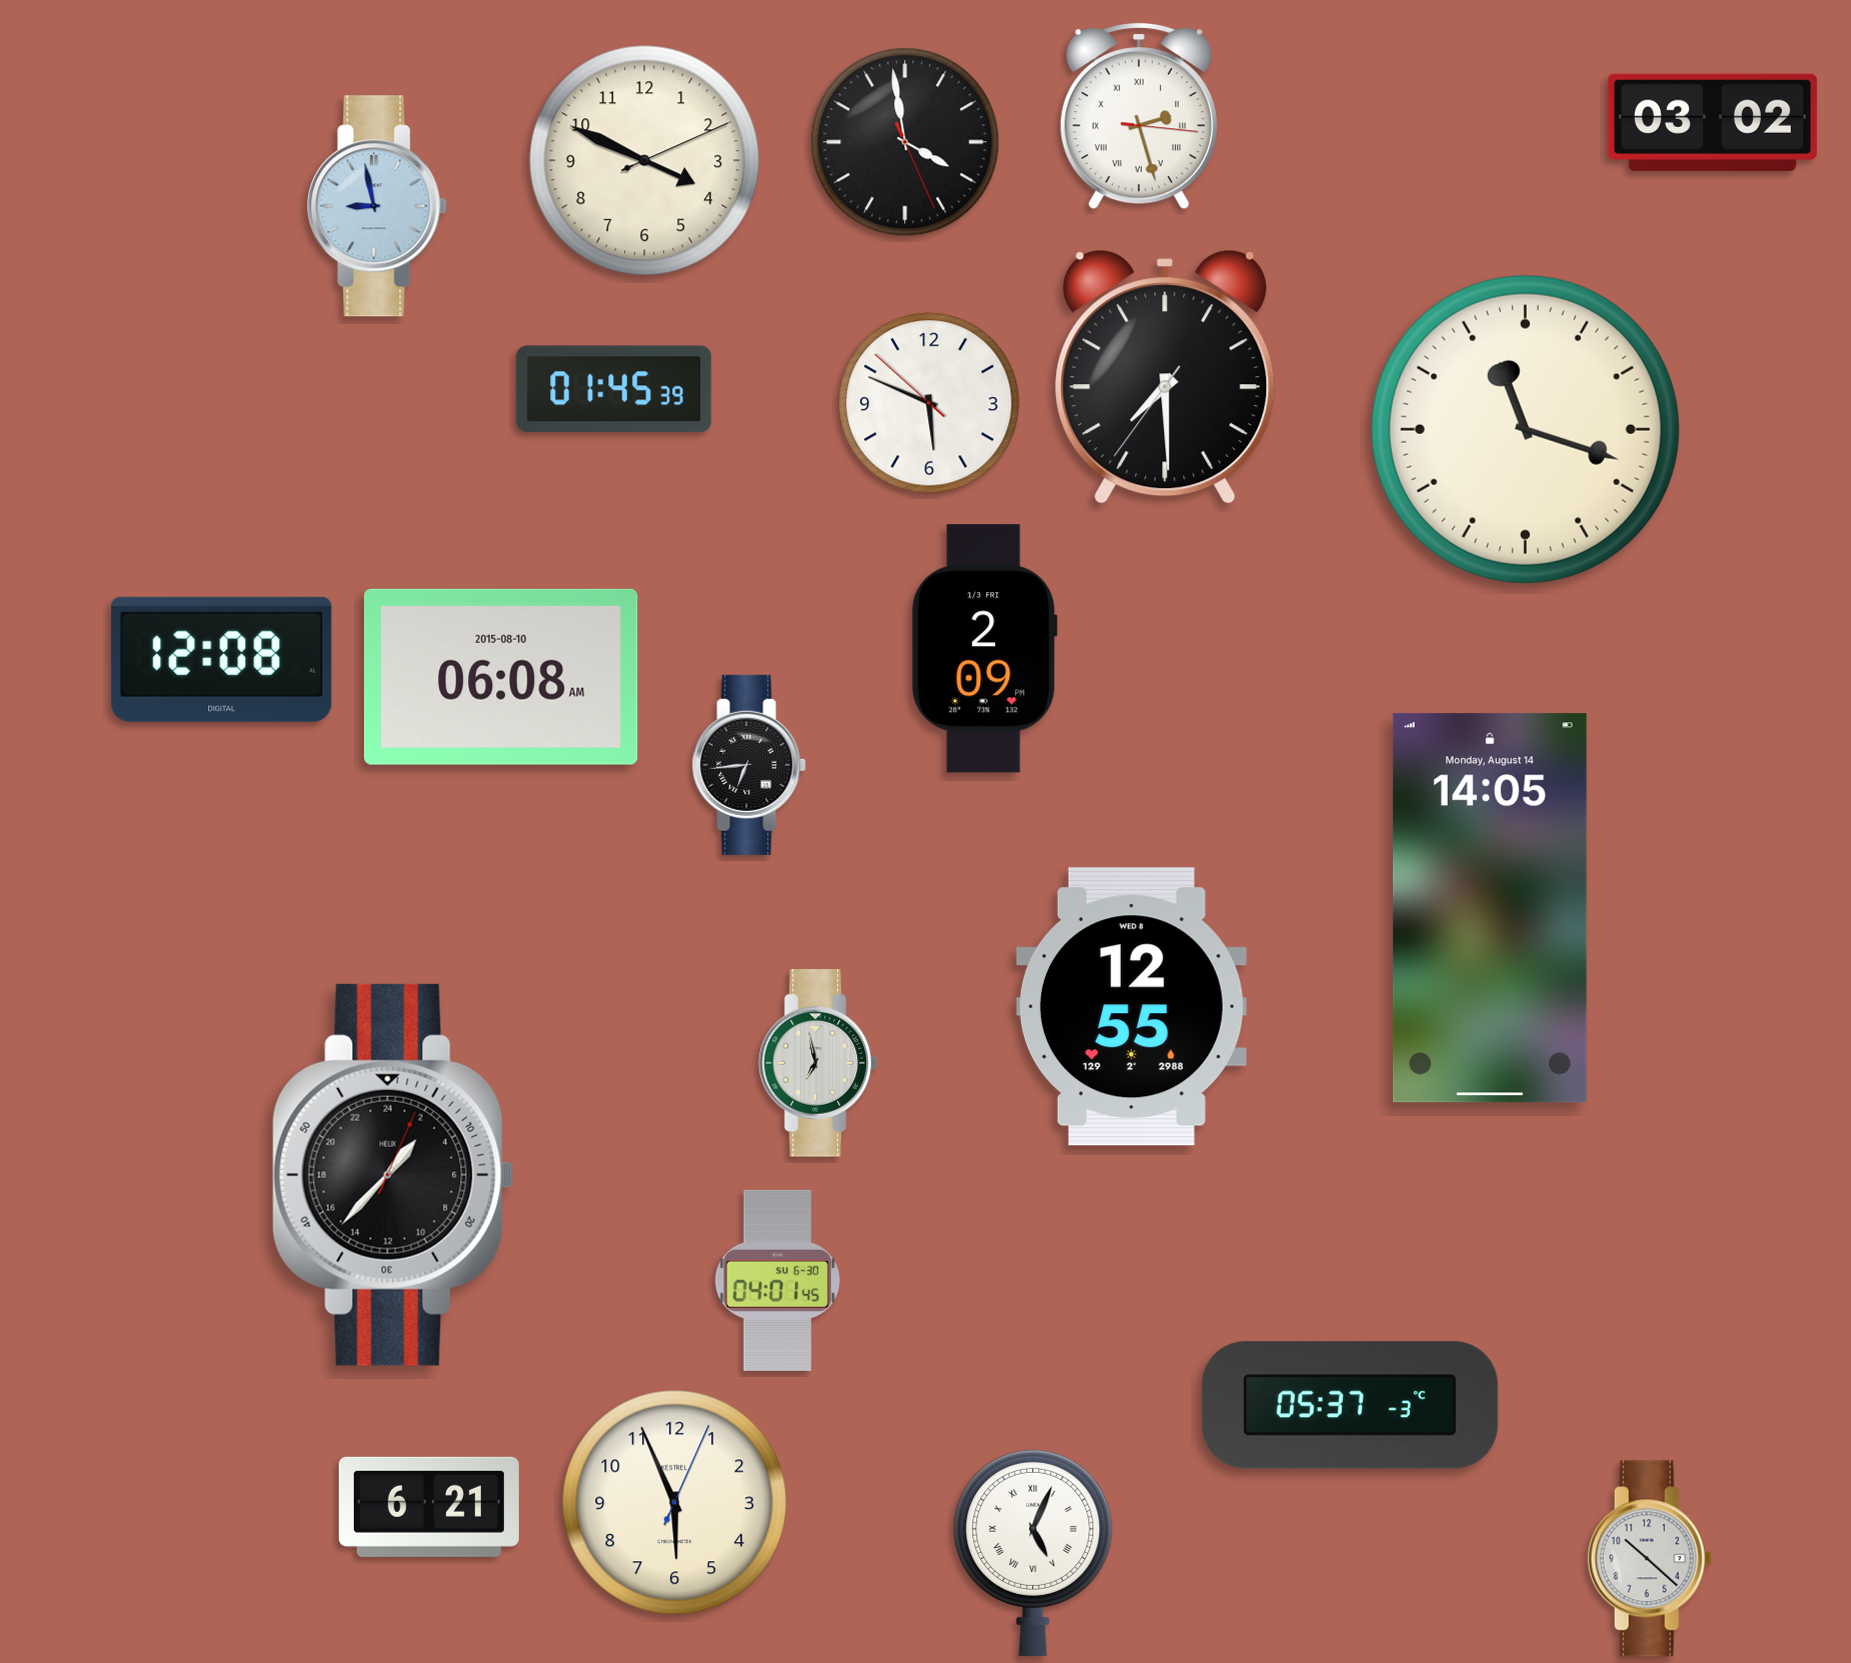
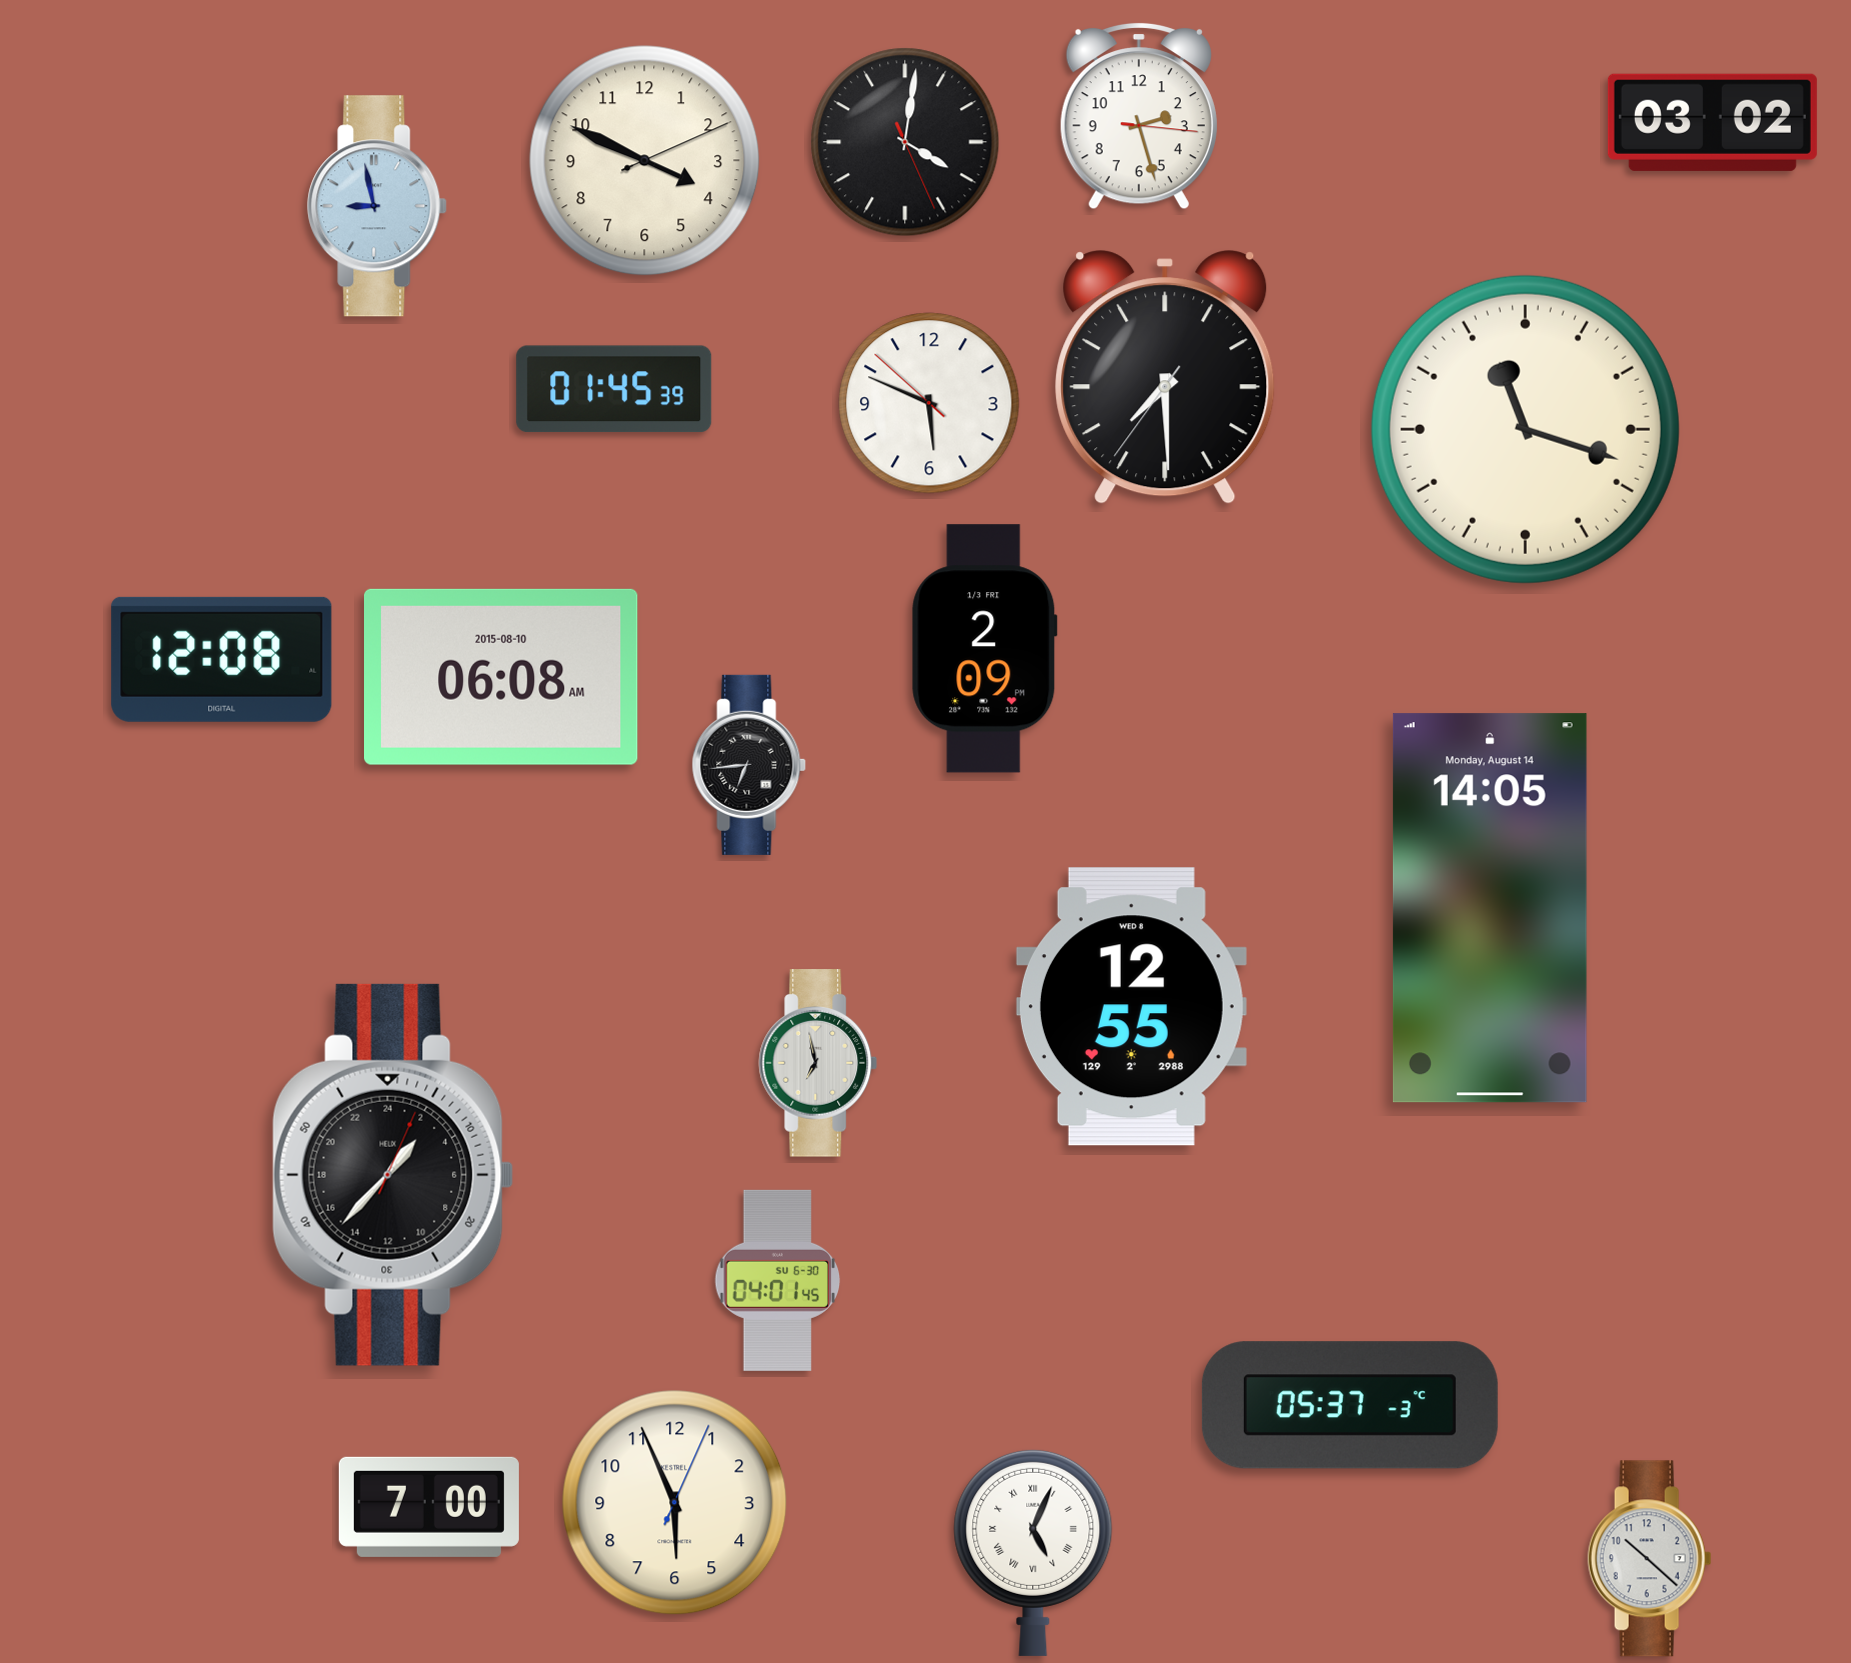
clock at (1139, 116) numerals: Roman -> Arabic
clock at (905, 142): 3:58 -> 4:01
clock at (429, 1507): 6:21 -> 7:00
